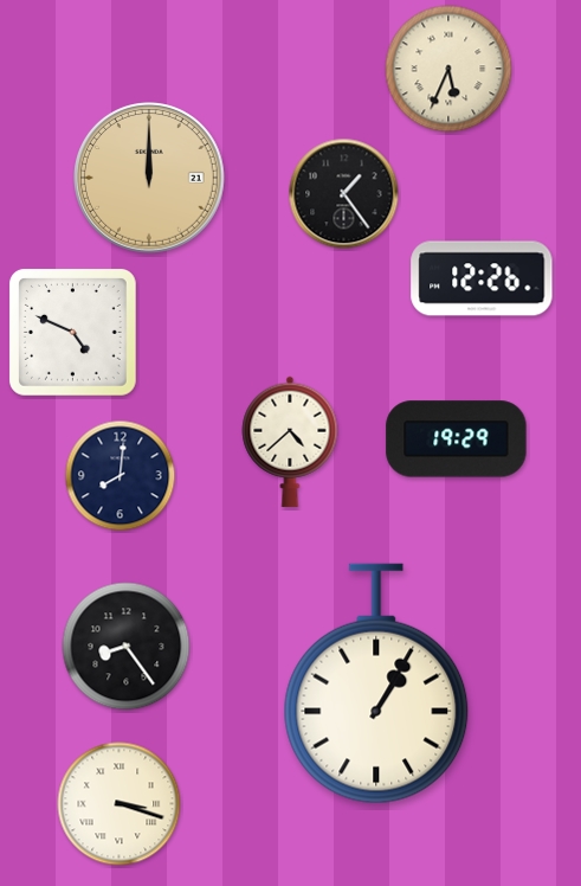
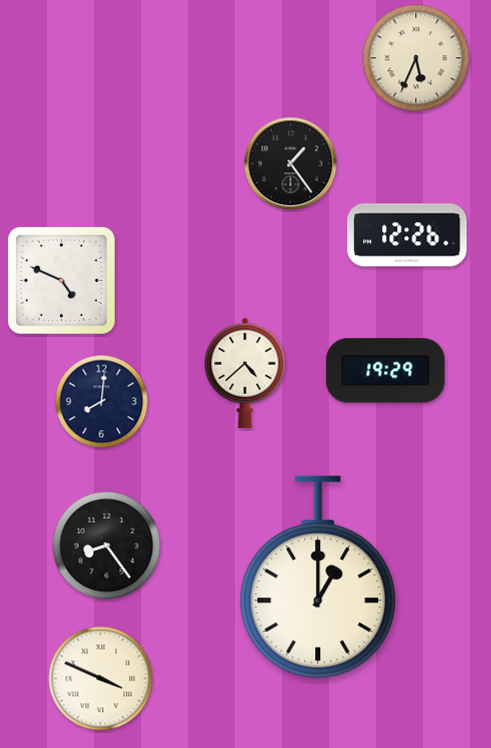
clock at (448, 69) position: (448, 69) -> (416, 58)
clock at (150, 179): 12:00 -> none
clock at (376, 683): 1:05 -> 1:00
clock at (120, 804): 3:18 -> 3:49
